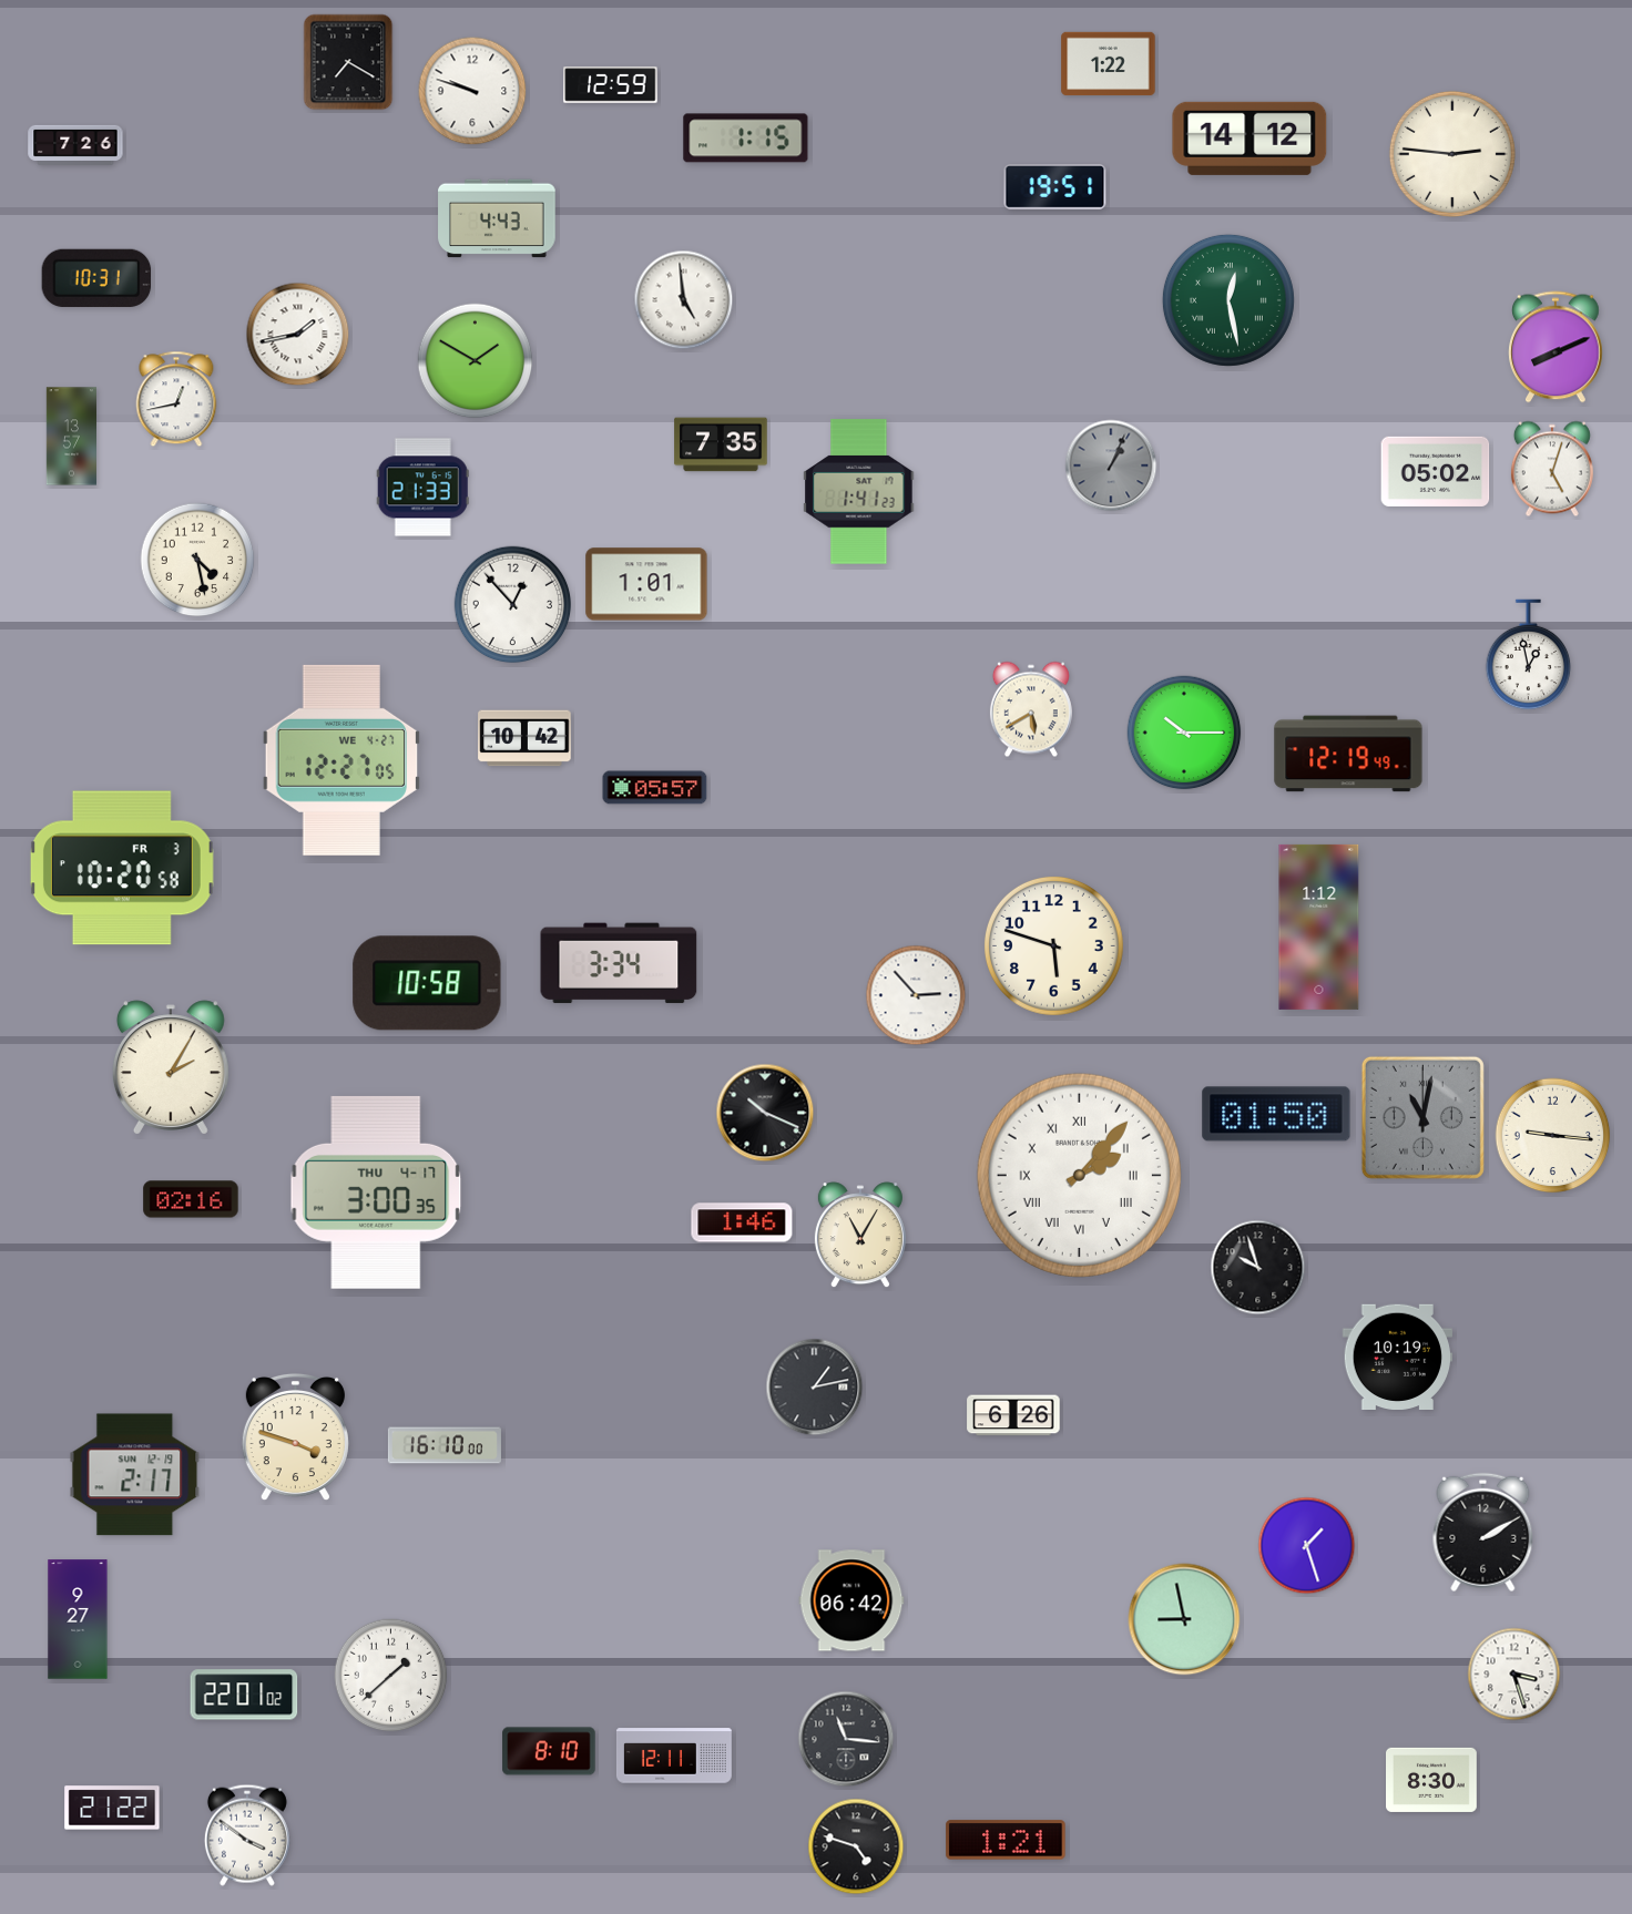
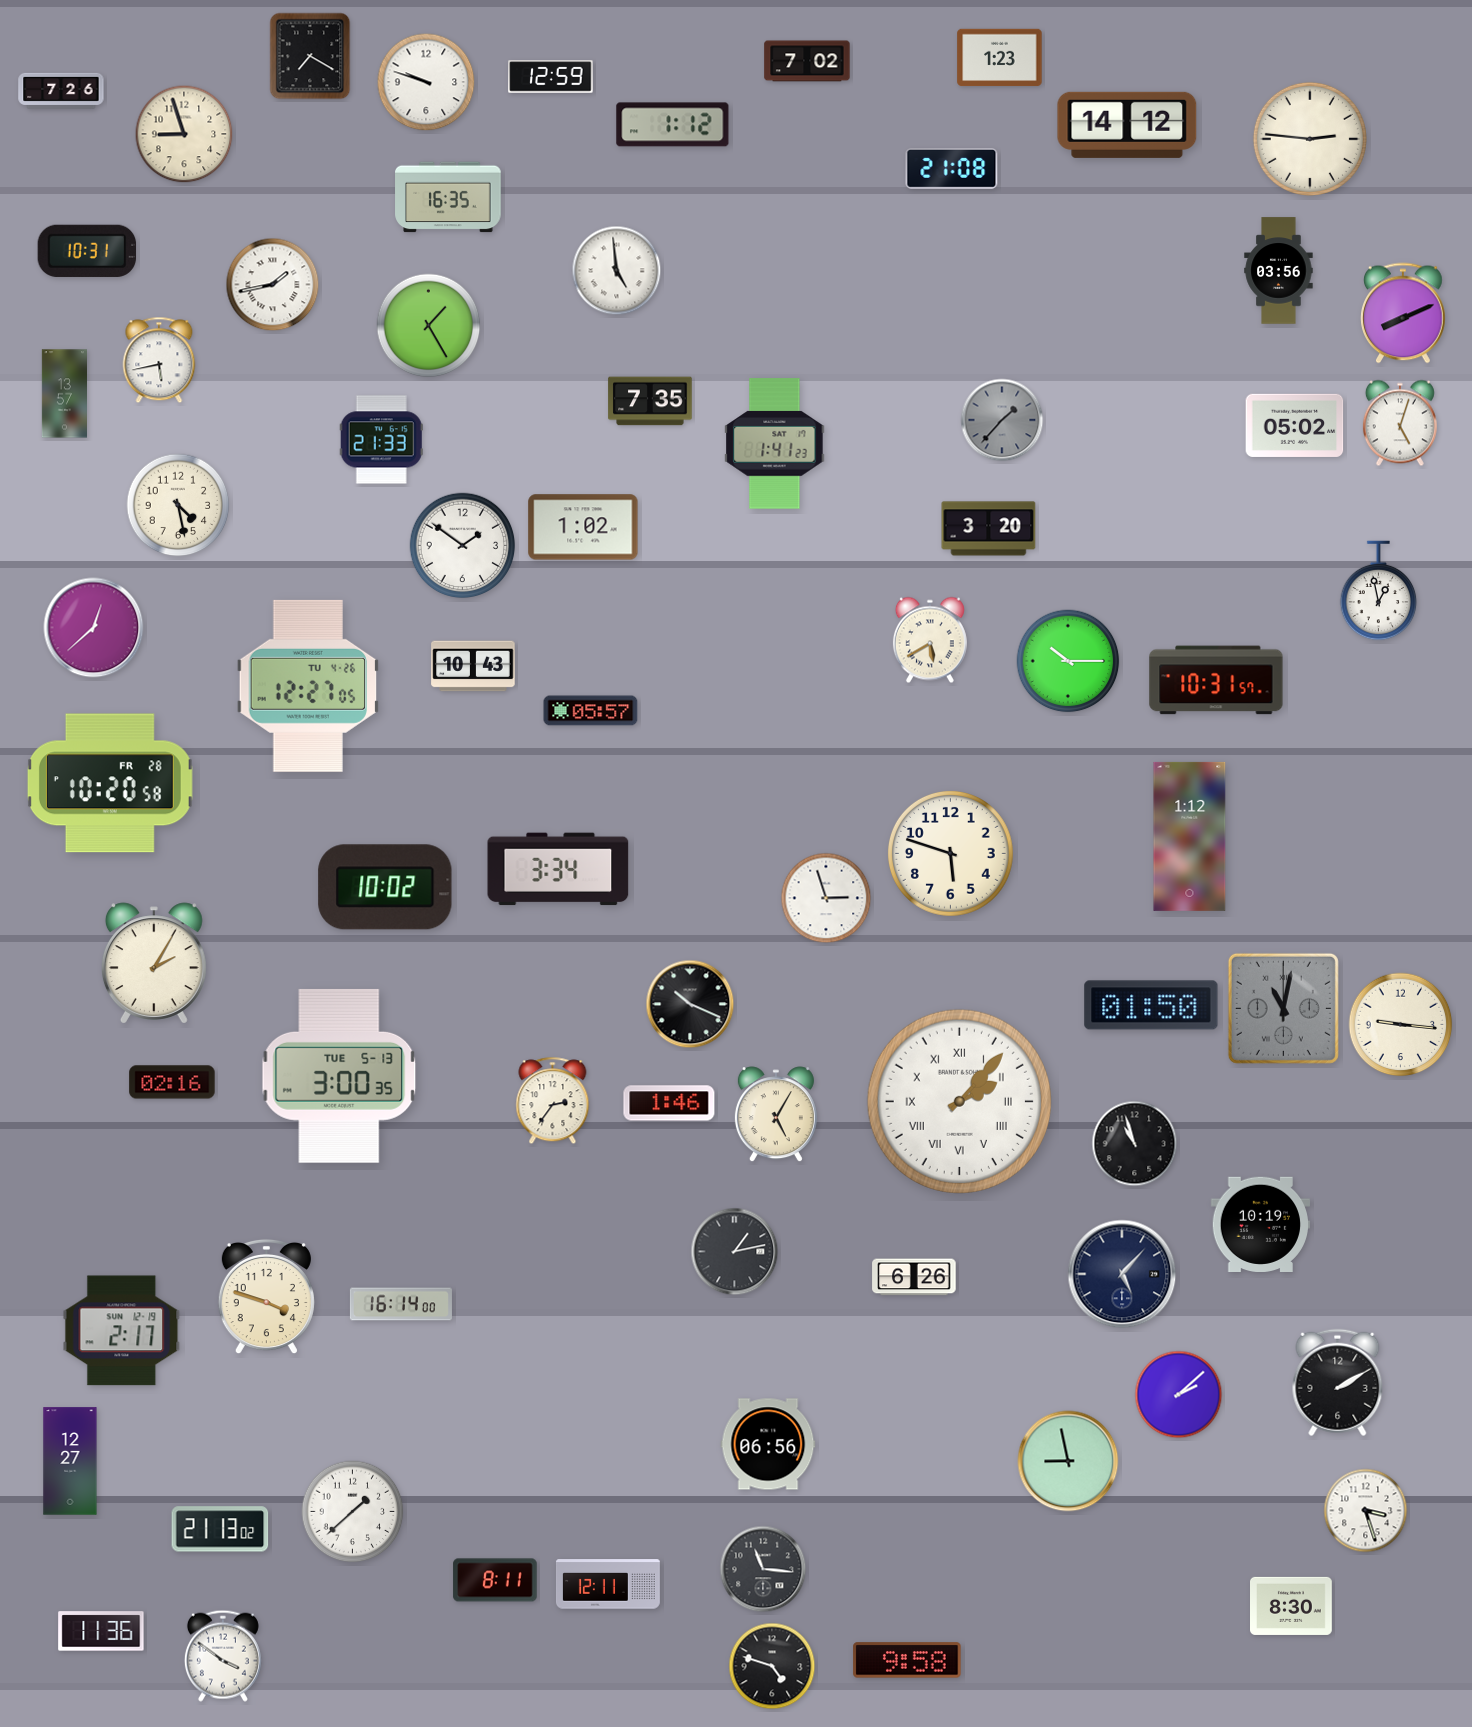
clock at (348, 62) position: (348, 62) -> (310, 56)
clock at (1109, 64): 1:22 -> 1:23
clock at (807, 61): none -> 7:02
clock at (746, 139): 1:15 -> 1:12
clock at (75, 145) position: (75, 145) -> (61, 91)
clock at (184, 134): none -> 8:57
clock at (1055, 187): 19:51 -> 21:08
clock at (497, 218): 4:43 -> 16:35
clock at (1228, 300): 12:28 -> none
clock at (1279, 271): none -> 03:56
clock at (298, 335) position: (298, 335) -> (273, 285)
clock at (476, 361): 1:50 -> 1:25
clock at (176, 399): 12:43 -> 5:43
clock at (1111, 465): 1:04 -> 1:37
clock at (646, 584): 1:01 -> 1:02
clock at (989, 529): none -> 3:20
clock at (513, 605): 12:53 -> 1:51
clock at (94, 628): none -> 12:38
clock at (524, 738): 10:42 -> 10:43
clock at (1348, 754): 12:19 -> 10:31
clock at (340, 760) date: WE 4-27 -> TU 4-26
clock at (122, 868) date: FR 3 -> FR 28
clock at (427, 983): 10:58 -> 10:02
clock at (916, 995): 2:53 -> 2:57
clock at (1079, 1175) position: (1079, 1175) -> (959, 1101)
clock at (376, 1193) date: THU 4-17 -> TUE 5-13
clock at (553, 1101): none -> 2:36
clock at (860, 1236): 11:05 -> 5:05
clock at (1258, 1268): 9:57 -> 10:57
clock at (1122, 1274): none -> 5:07
clock at (445, 1445): 16:10 -> 16:14
clock at (1307, 1546): 1:27 -> 2:08
clock at (851, 1600): 06:42 -> 06:56
clock at (78, 1619): 9:27 -> 12:27
clock at (244, 1695): 22:01 -> 21:13
clock at (549, 1751): 8:10 -> 8:11
clock at (112, 1808): 21:22 -> 11:36
clock at (1006, 1840): 1:21 -> 9:58
